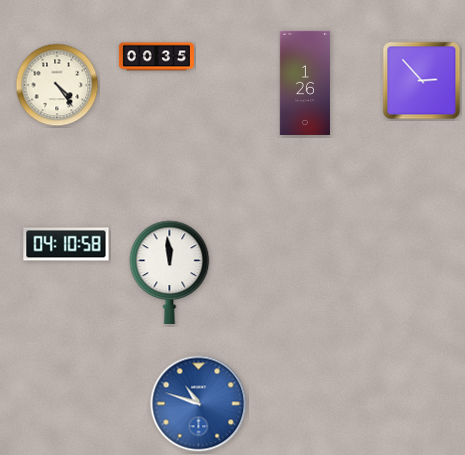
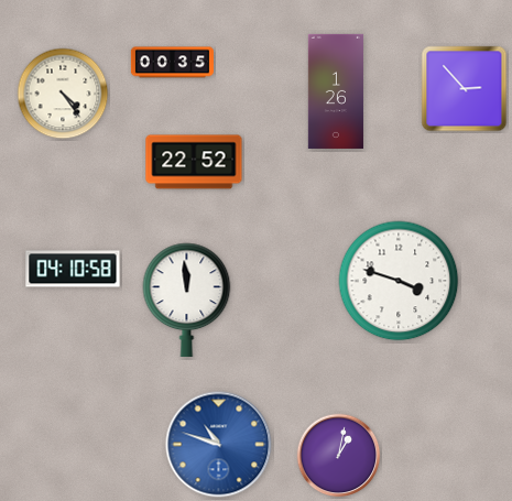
clock at (194, 162): none -> 22:52
clock at (399, 281): none -> 3:48
clock at (339, 456): none -> 1:02
